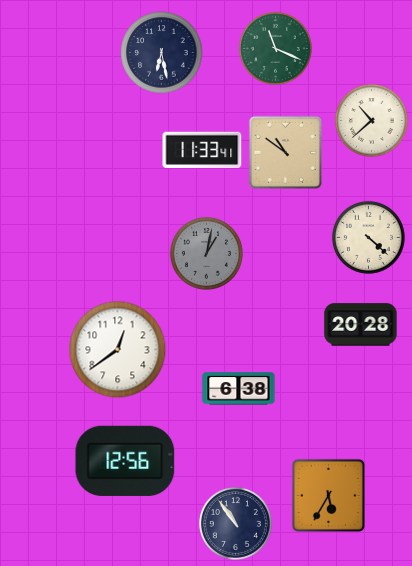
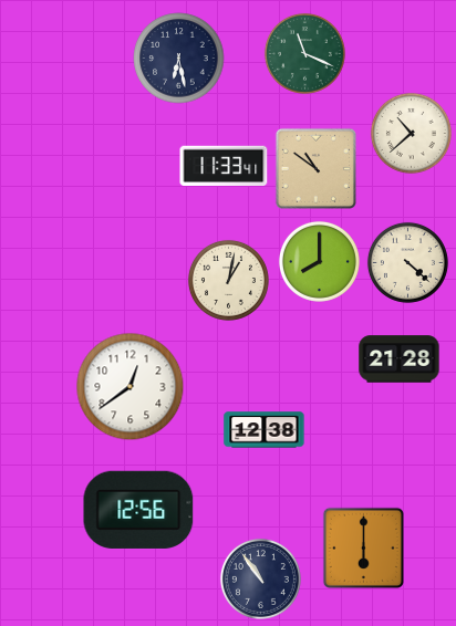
clock at (319, 261): none -> 8:00
clock at (206, 253) dial: grey -> cream
clock at (361, 325): 20:28 -> 21:28
clock at (239, 389): 6:38 -> 12:38
clock at (328, 495): 5:35 -> 6:00
